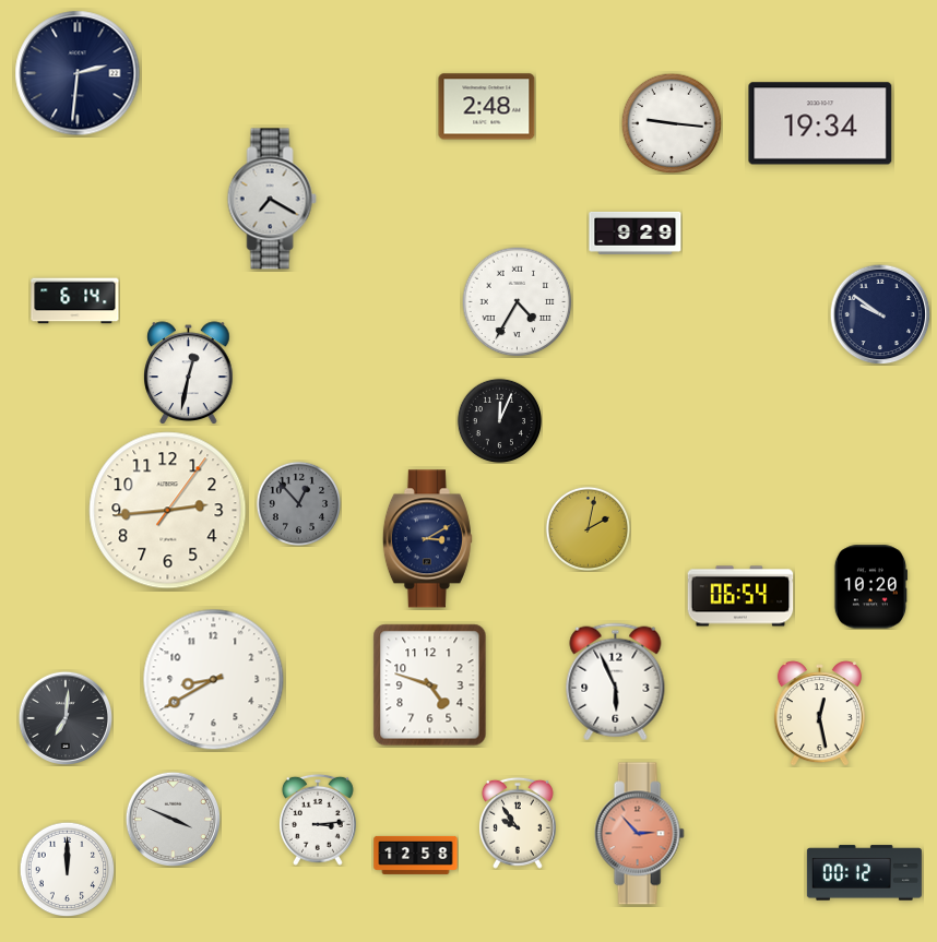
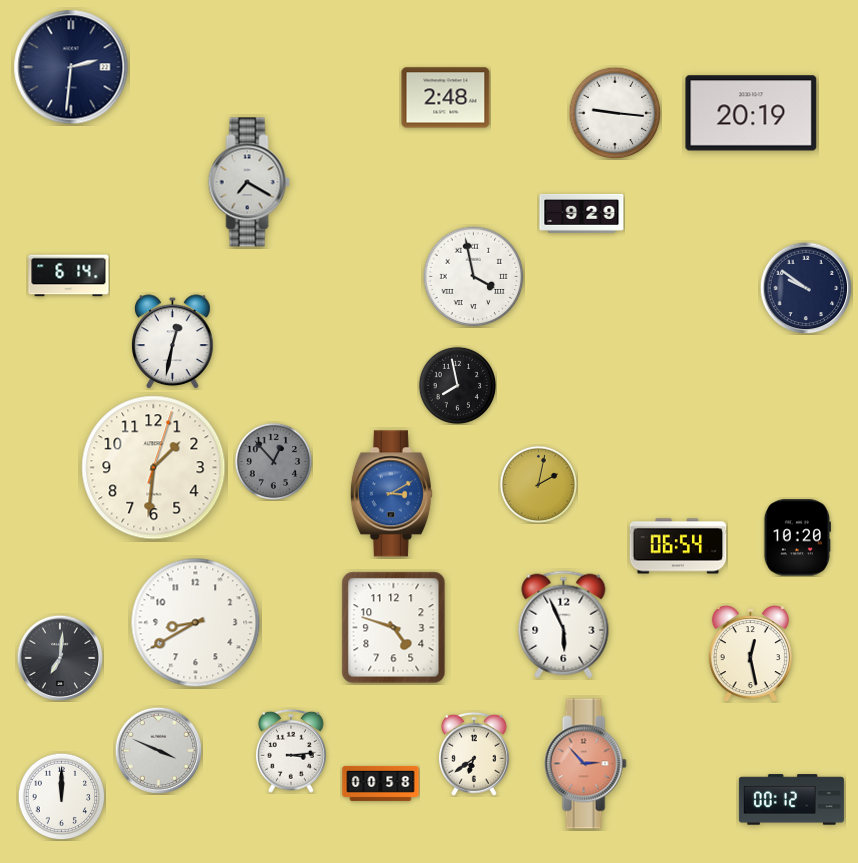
clock at (820, 123): 19:34 -> 20:19
clock at (518, 302): 4:35 -> 3:58
clock at (499, 420): 12:04 -> 7:58
clock at (168, 511): 2:44 -> 1:31
clock at (427, 539) dial: navy -> blue
clock at (518, 823): 9:54 -> 6:39
clock at (416, 855): 12:58 -> 00:58
